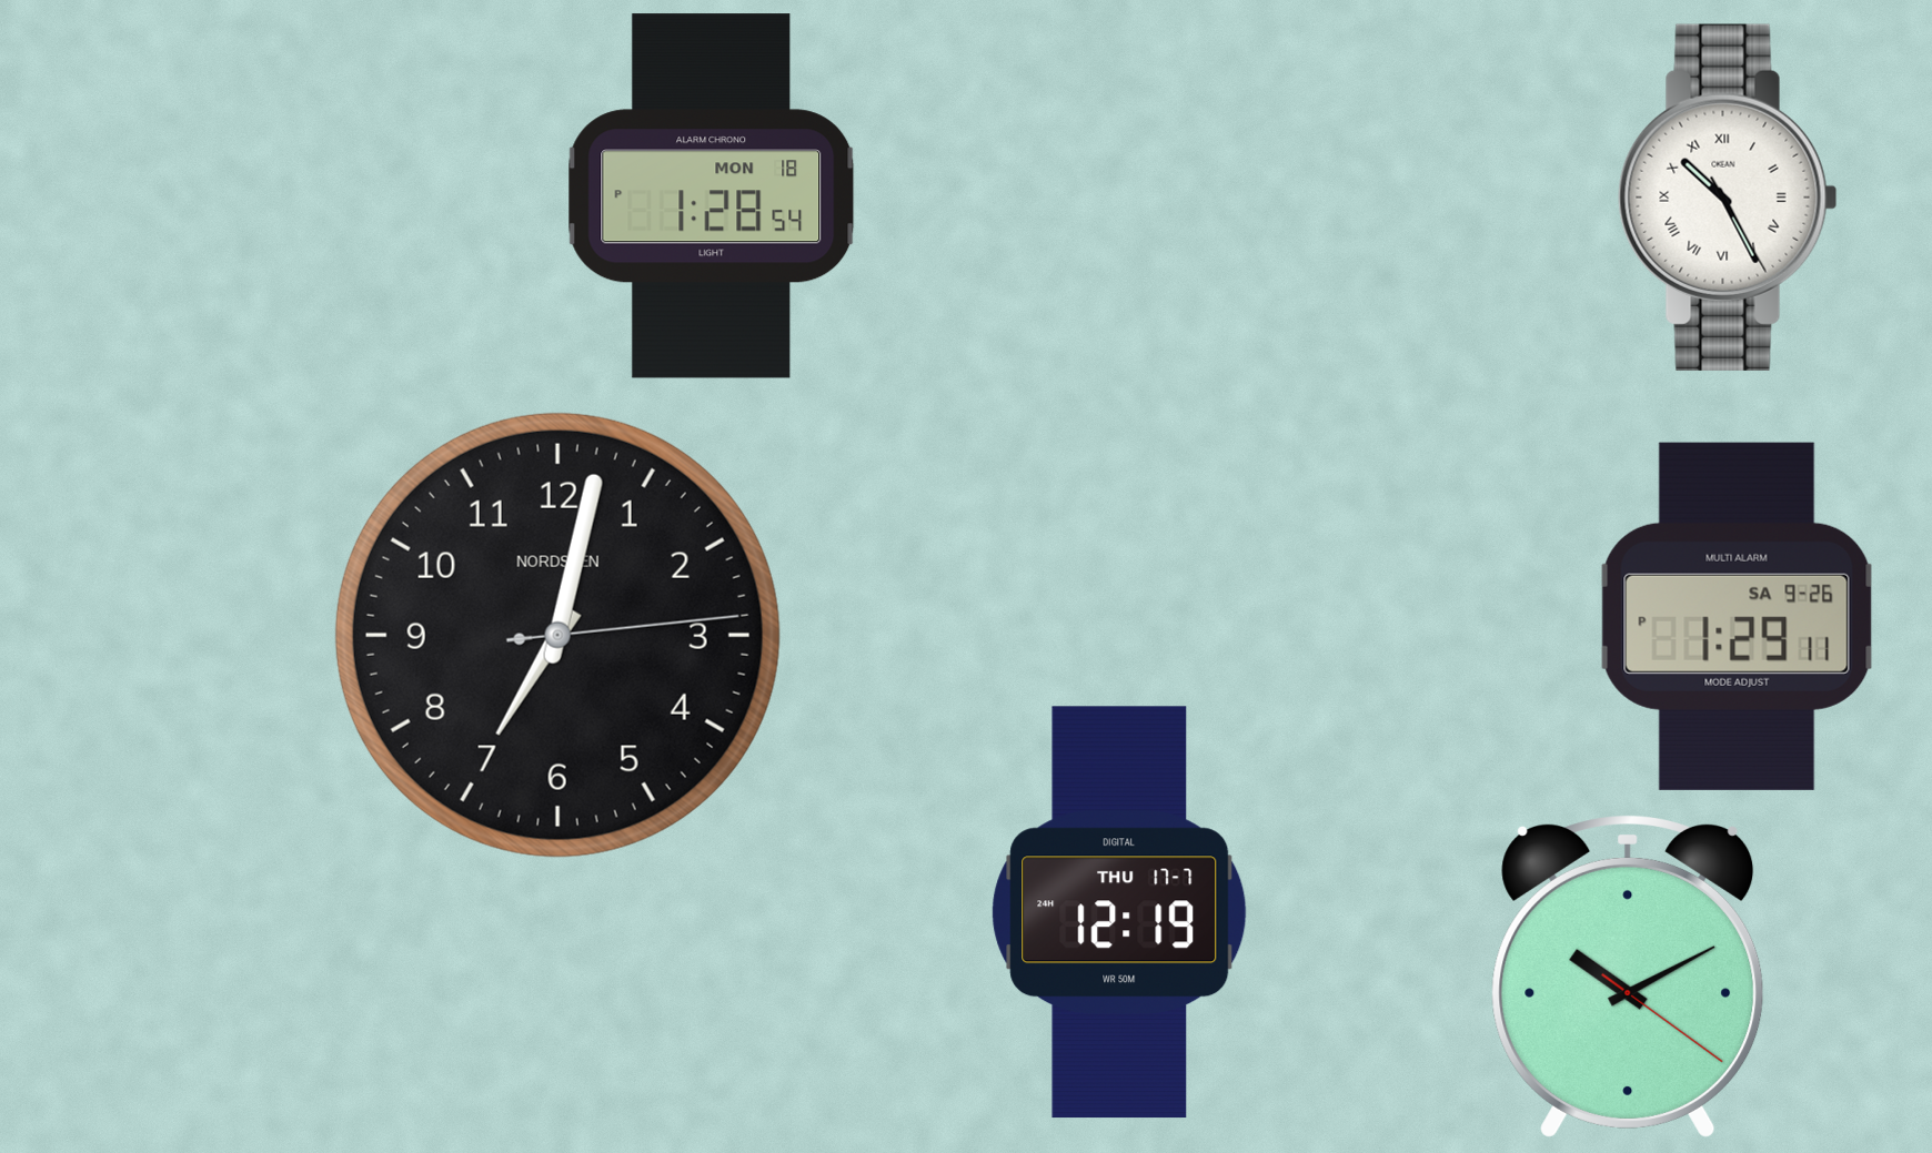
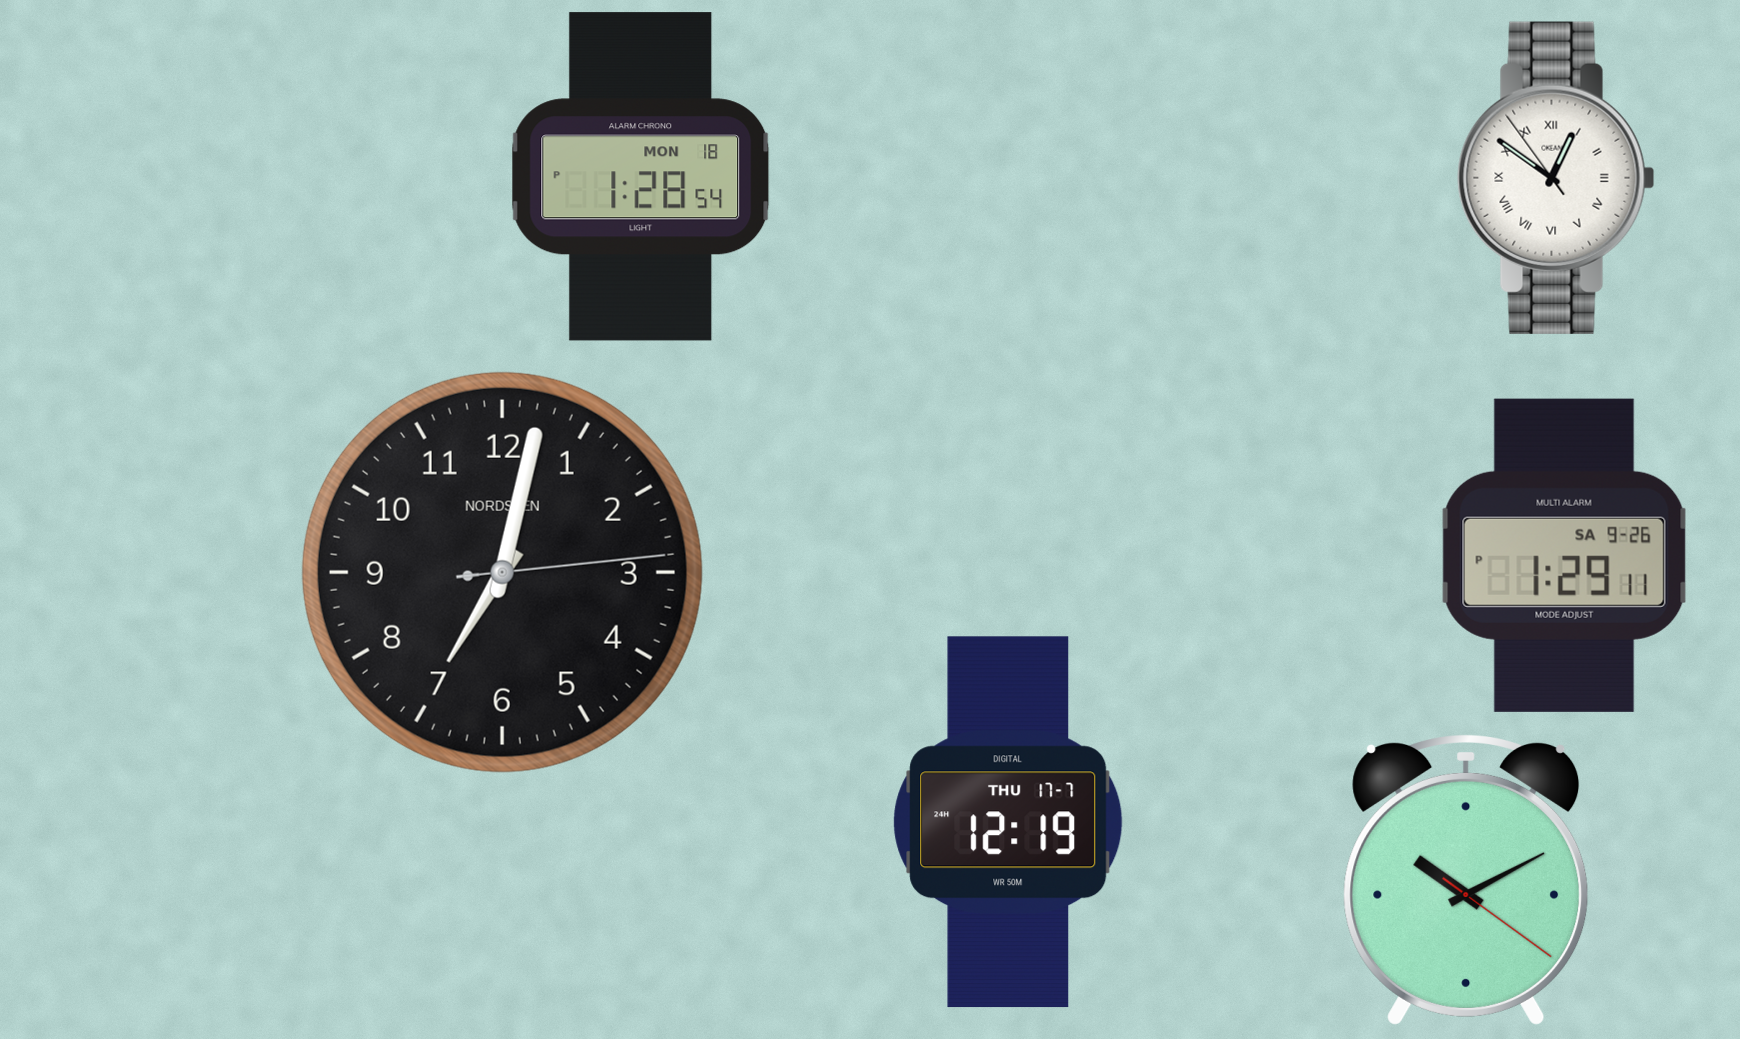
clock at (1728, 198): 10:25 -> 12:50
